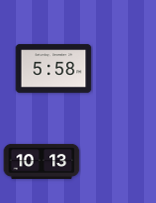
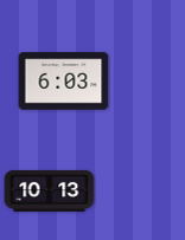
clock at (54, 69): 5:58 -> 6:03
